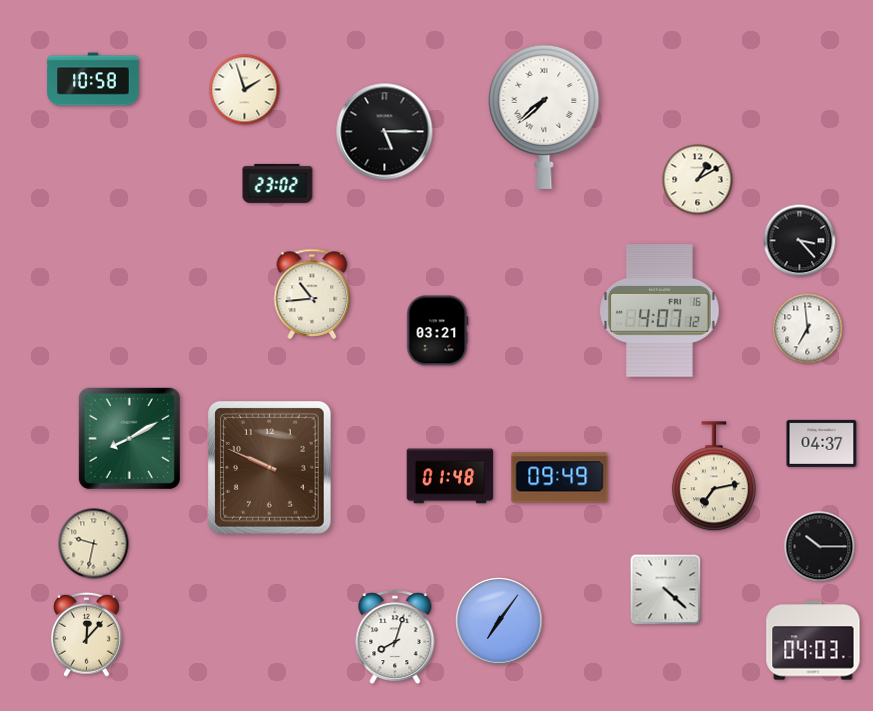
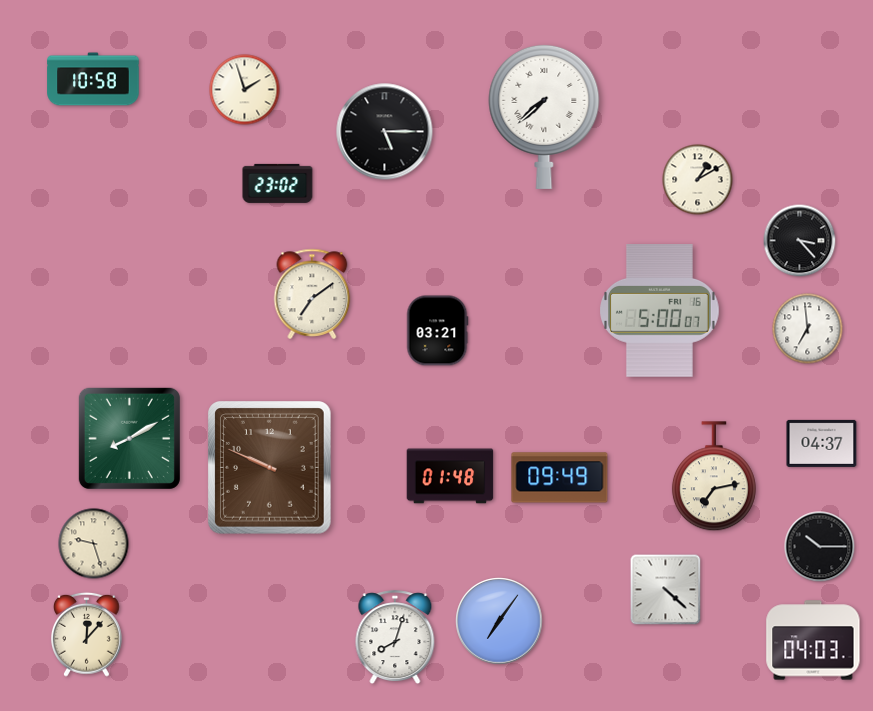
clock at (312, 294): 10:44 -> 7:09
clock at (660, 311): 4:07 -> 5:00
clock at (94, 544): 9:32 -> 9:27
